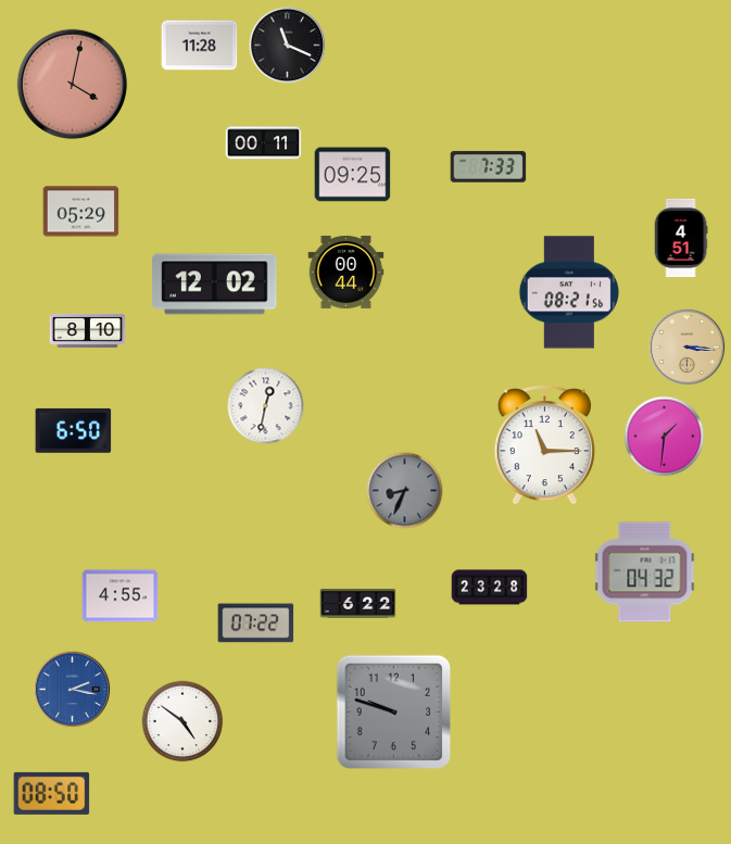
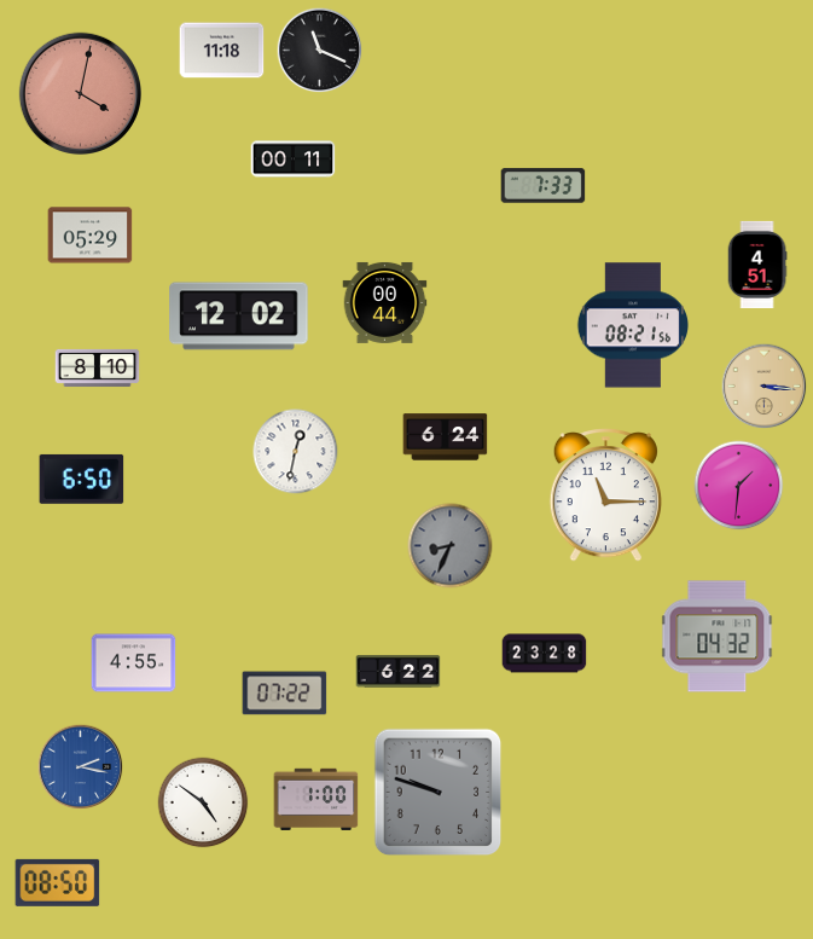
clock at (200, 46): 11:28 -> 11:18
clock at (353, 175): 09:25 -> none
clock at (446, 437): none -> 6:24
clock at (317, 799): none -> 1:00
